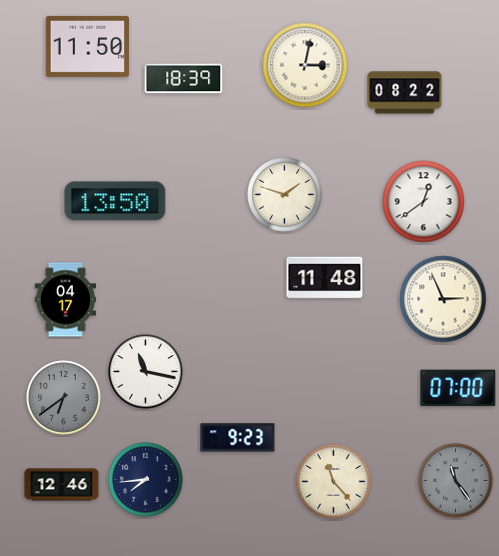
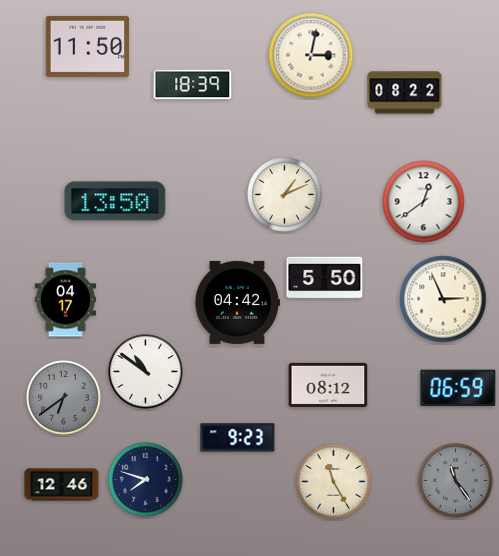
clock at (305, 65) position: (305, 65) -> (311, 55)
clock at (184, 79) position: (184, 79) -> (193, 85)
clock at (285, 195): 1:48 -> 1:11
clock at (325, 278): 11:48 -> 5:50
clock at (237, 302): none -> 04:42
clock at (146, 372): 11:17 -> 10:51
clock at (328, 385): none -> 08:12
clock at (458, 388): 07:00 -> 06:59
clock at (146, 480): 7:44 -> 7:48
clock at (334, 482): 11:23 -> 11:25
